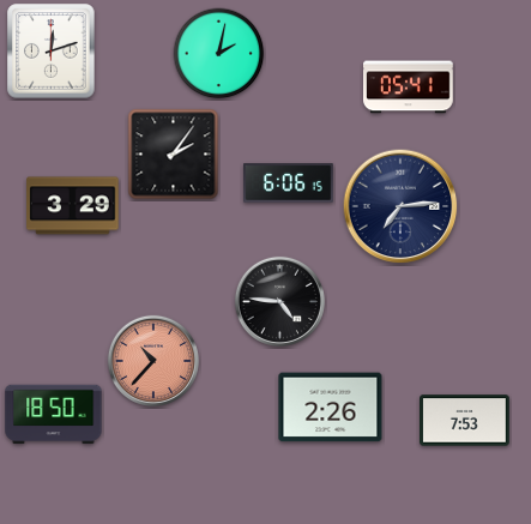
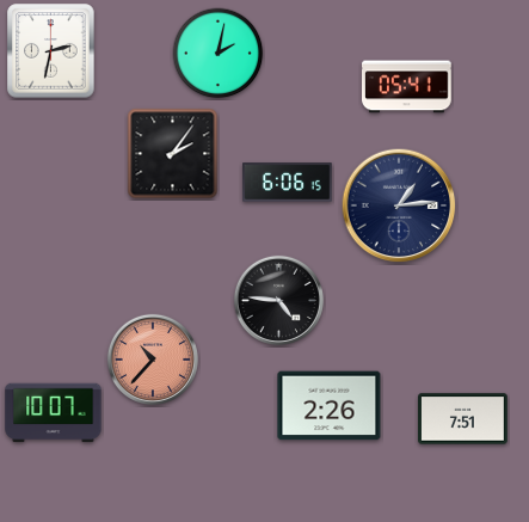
clock at (52, 52): 12:12 -> 2:32
clock at (73, 206): 3:29 -> none
clock at (400, 206): 7:14 -> 1:14
clock at (54, 415): 18:50 -> 10:07
clock at (465, 421): 7:53 -> 7:51
